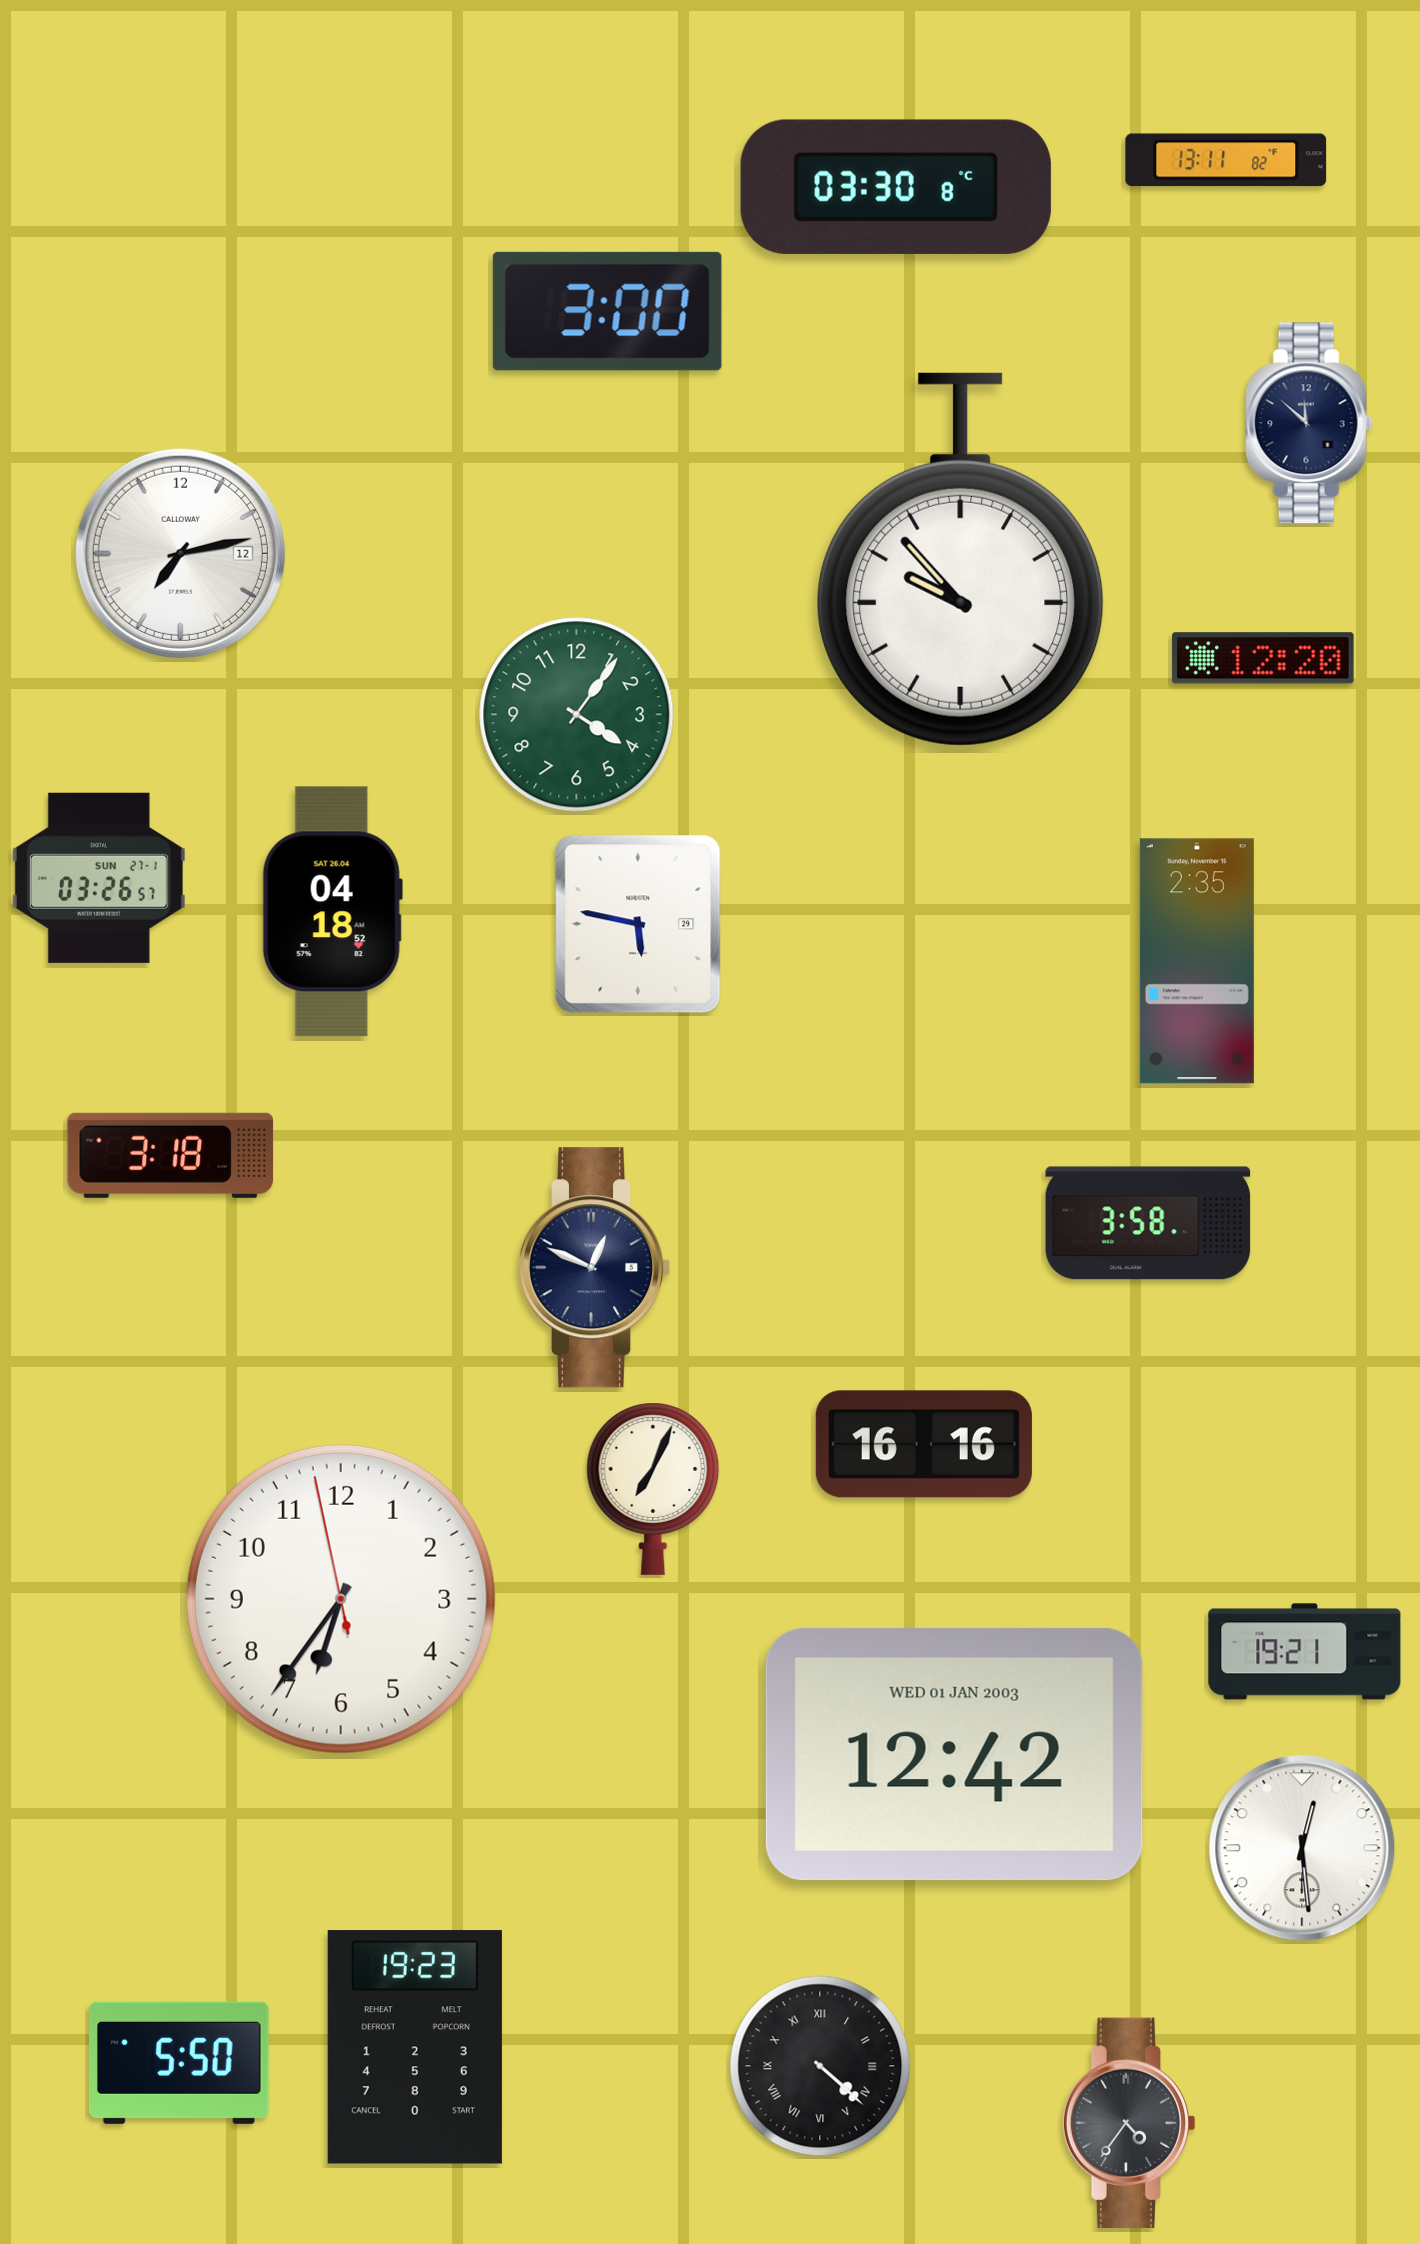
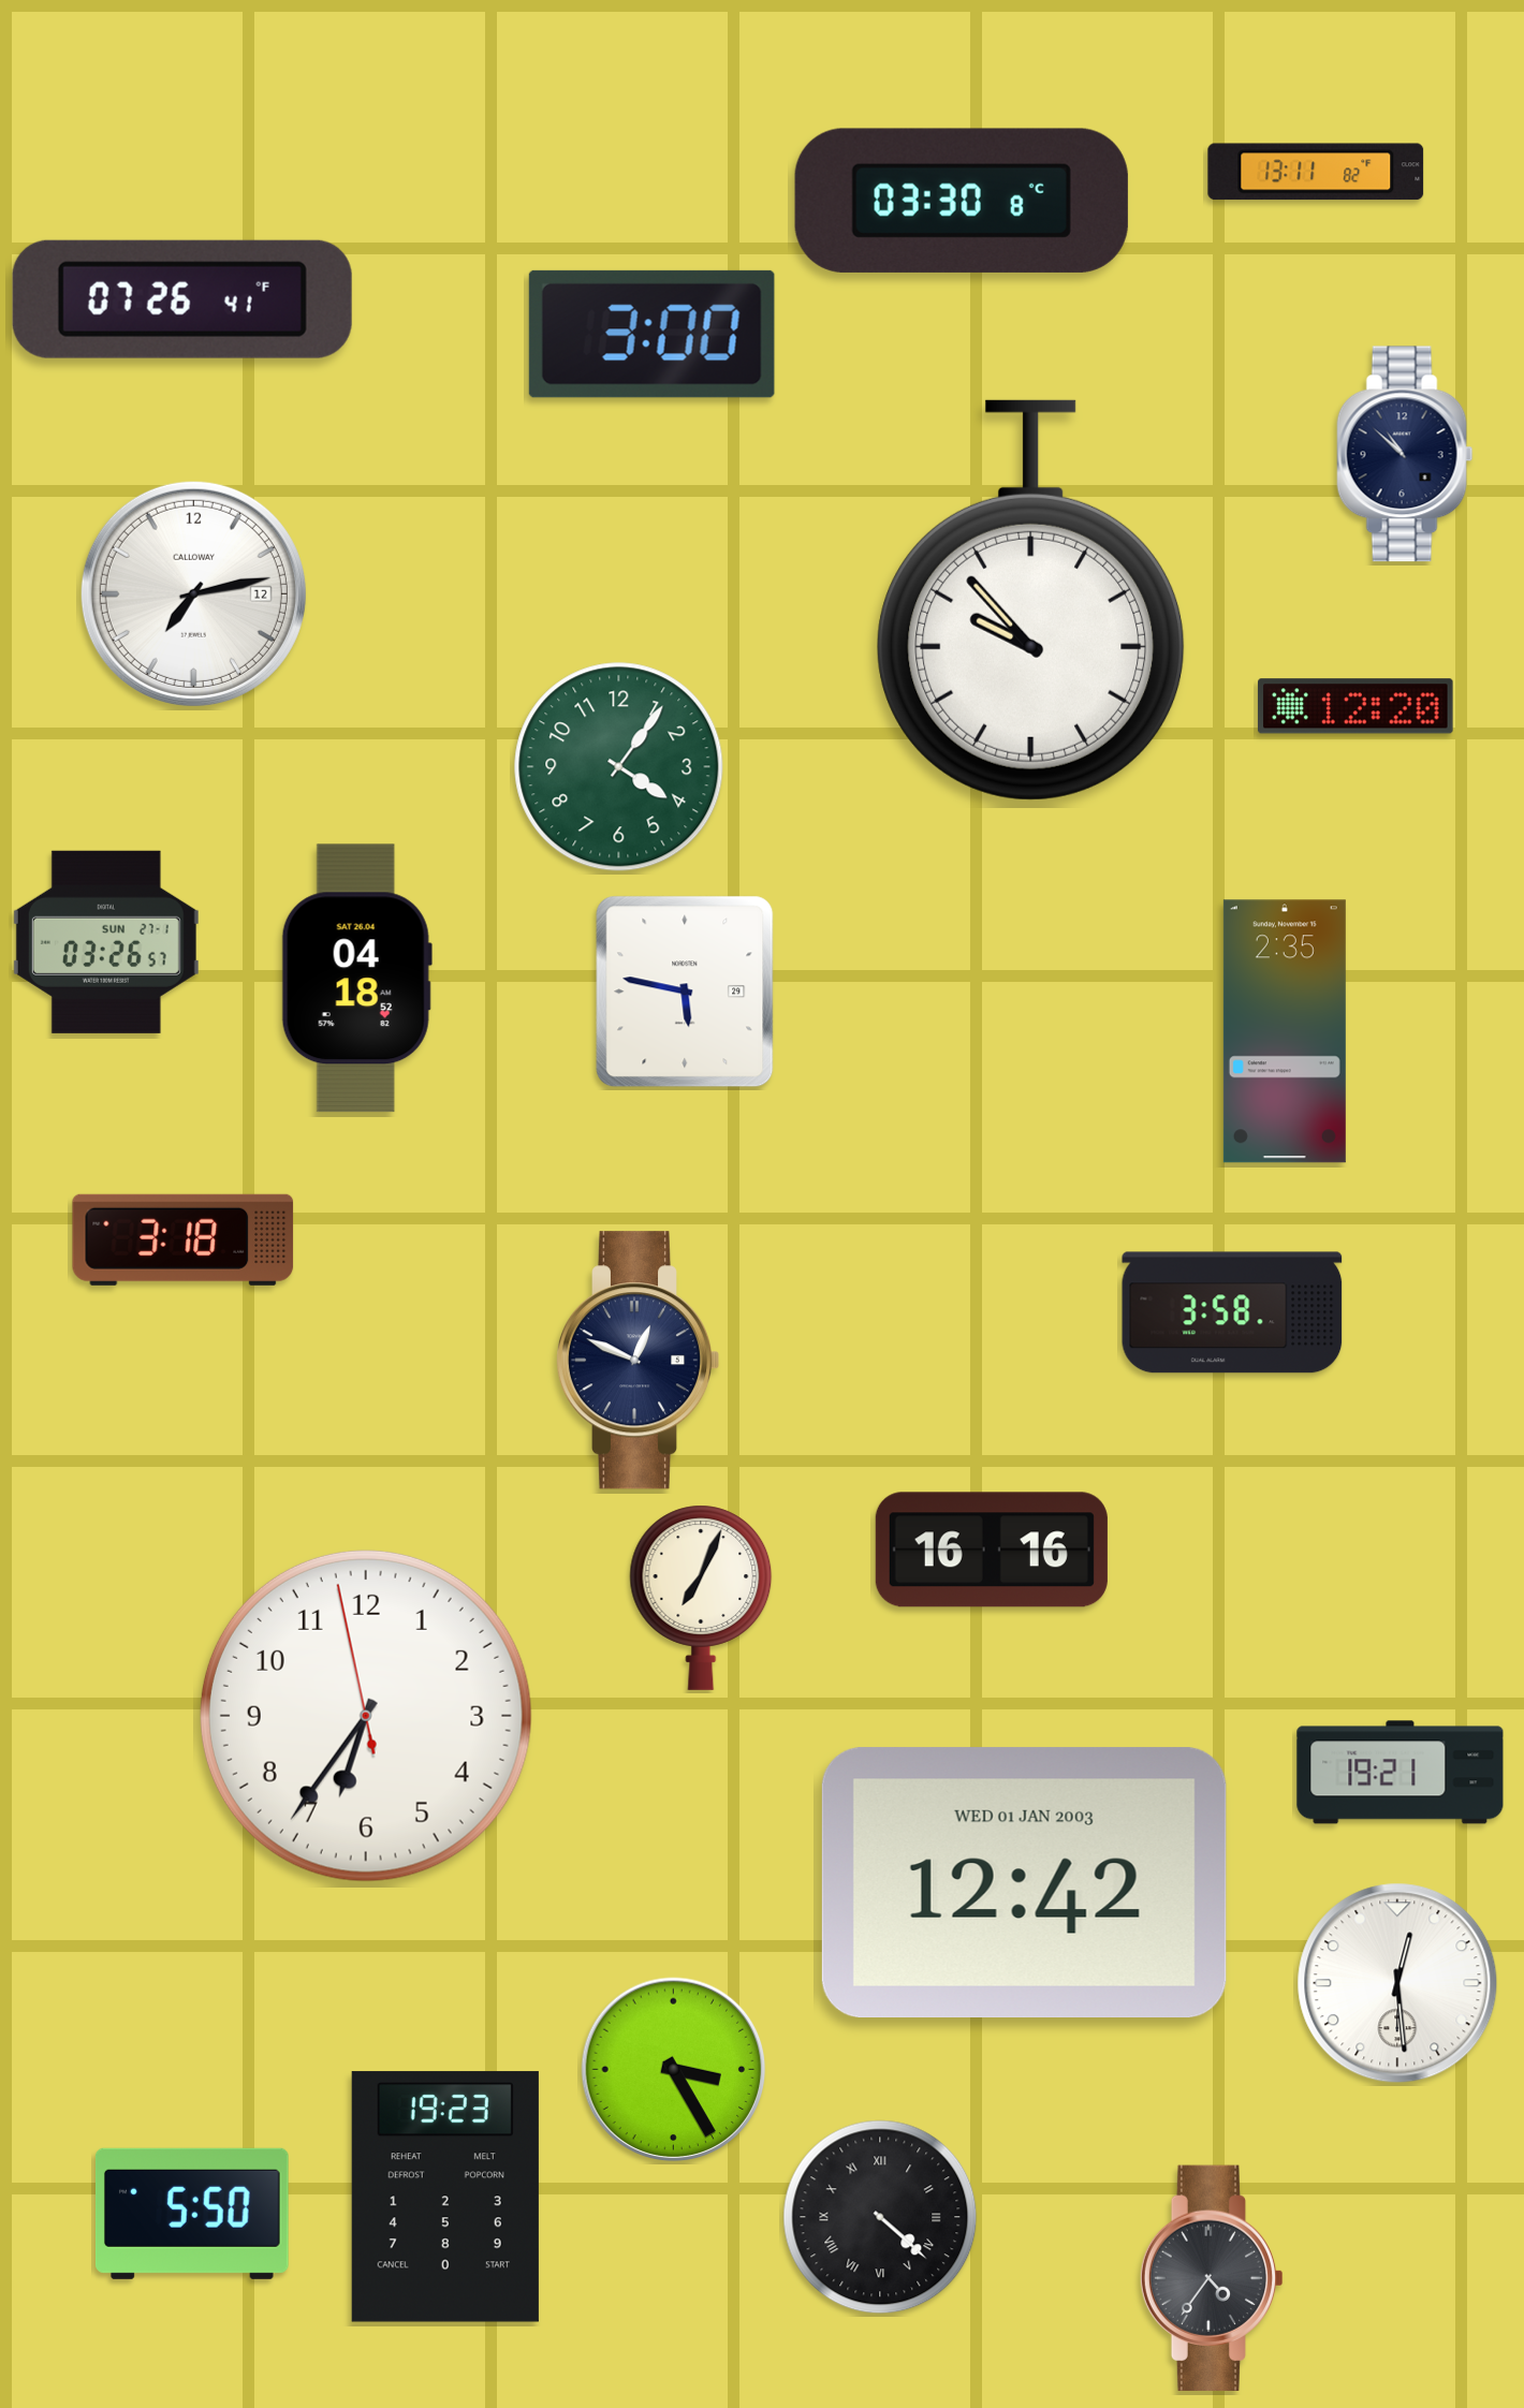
clock at (182, 299): none -> 07:26
clock at (1309, 423): 11:52 -> 10:52
clock at (674, 2070): none -> 3:25
